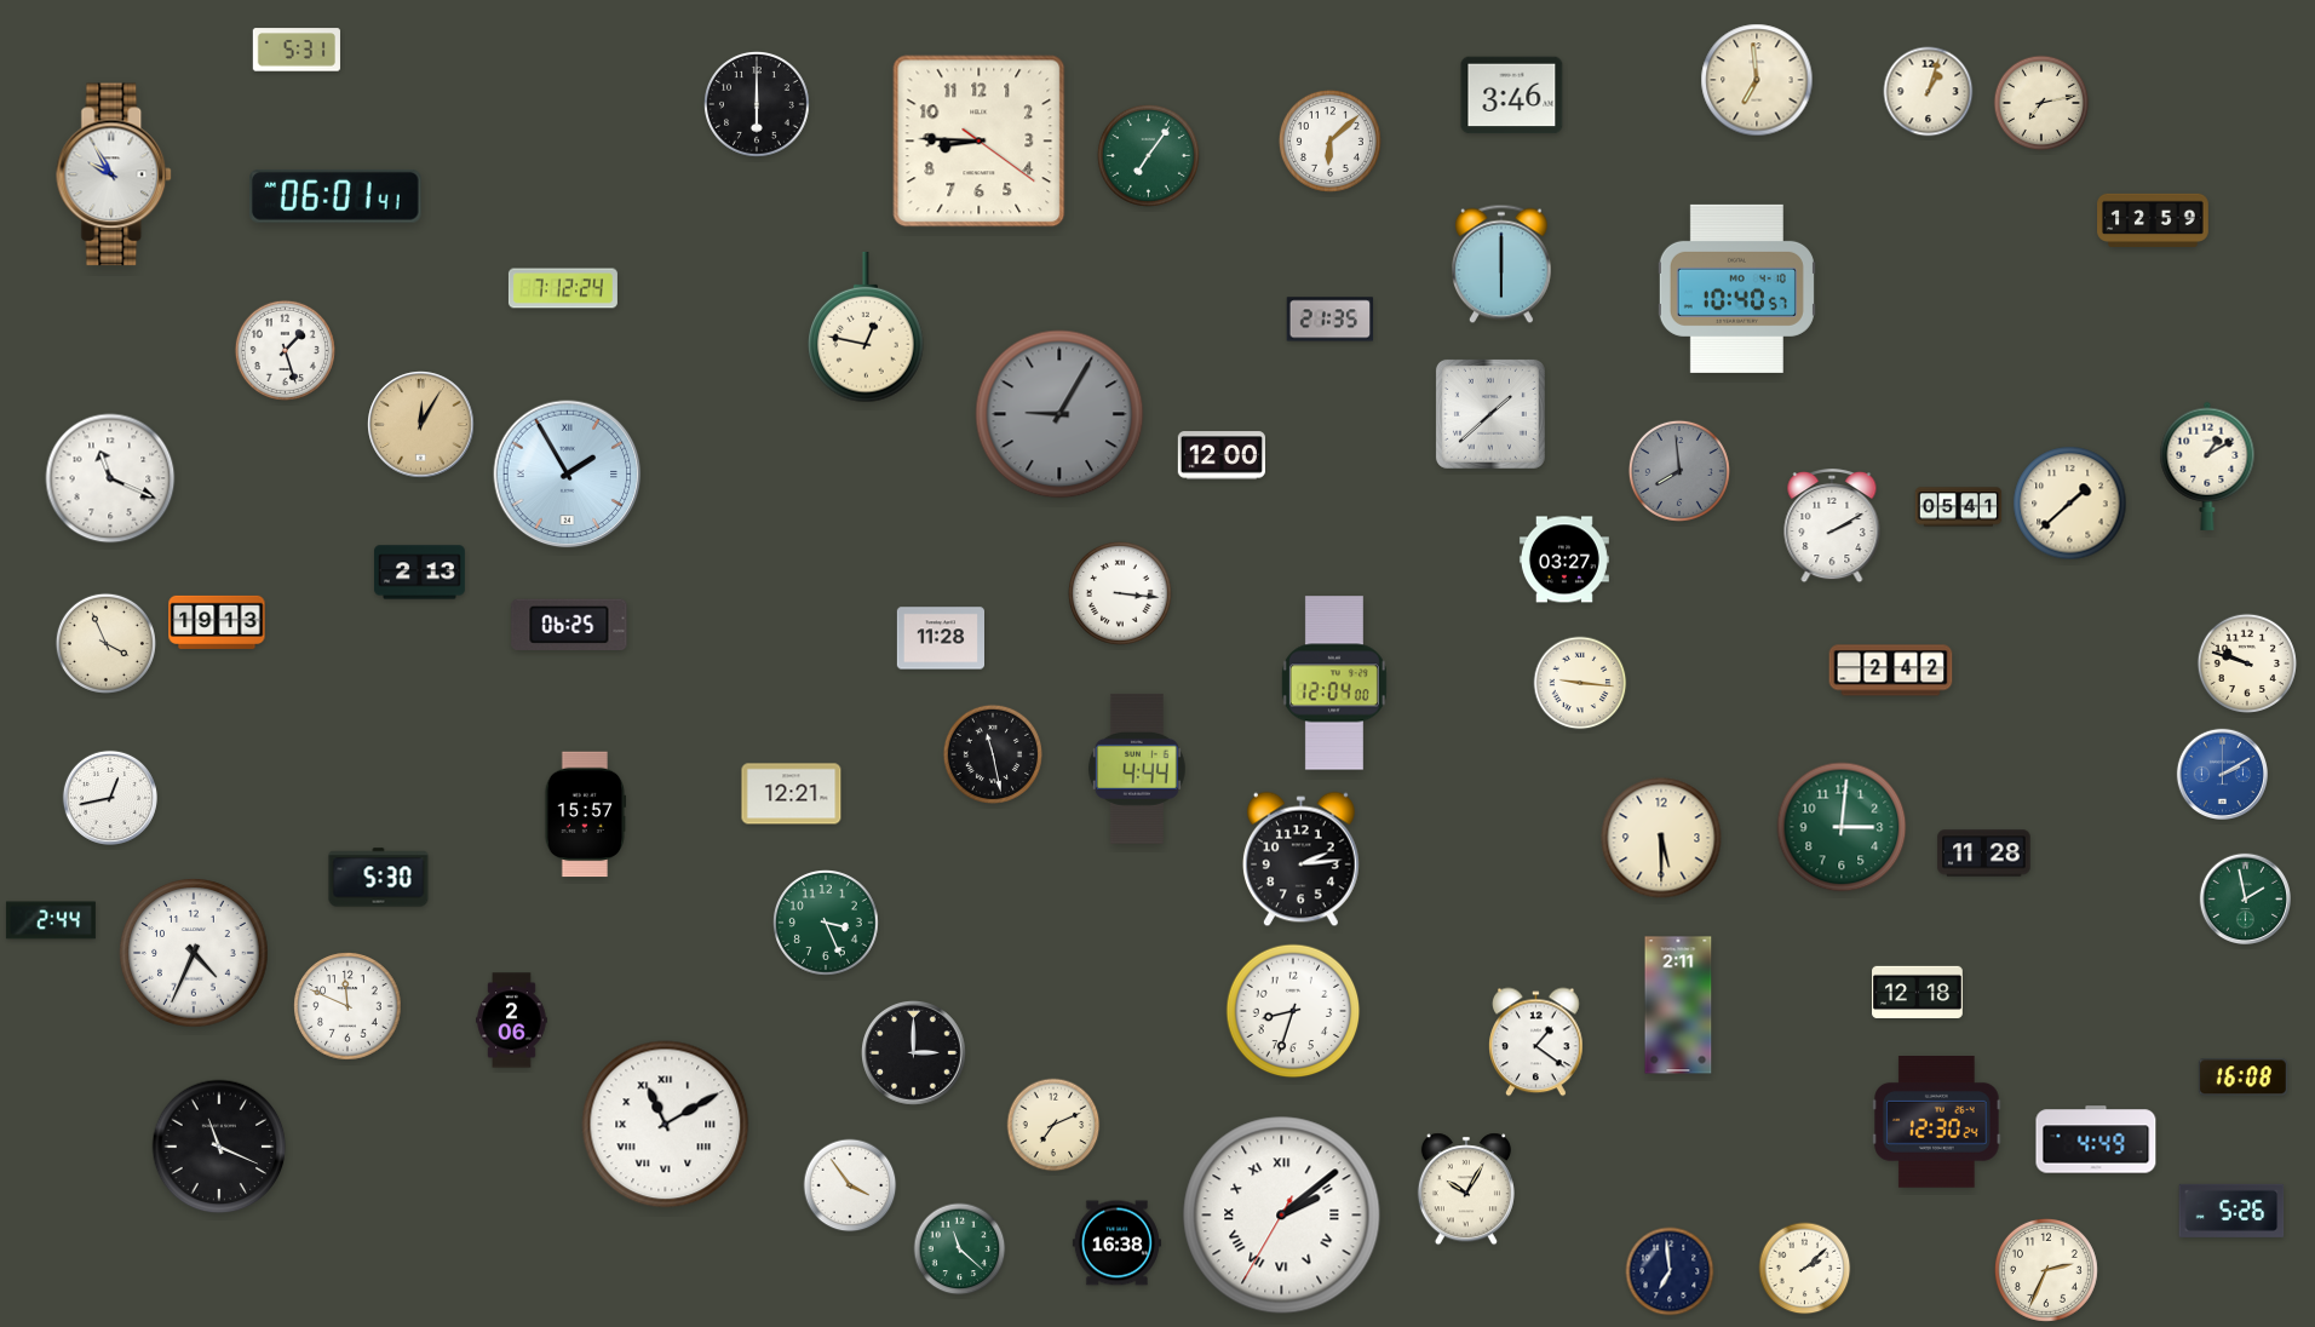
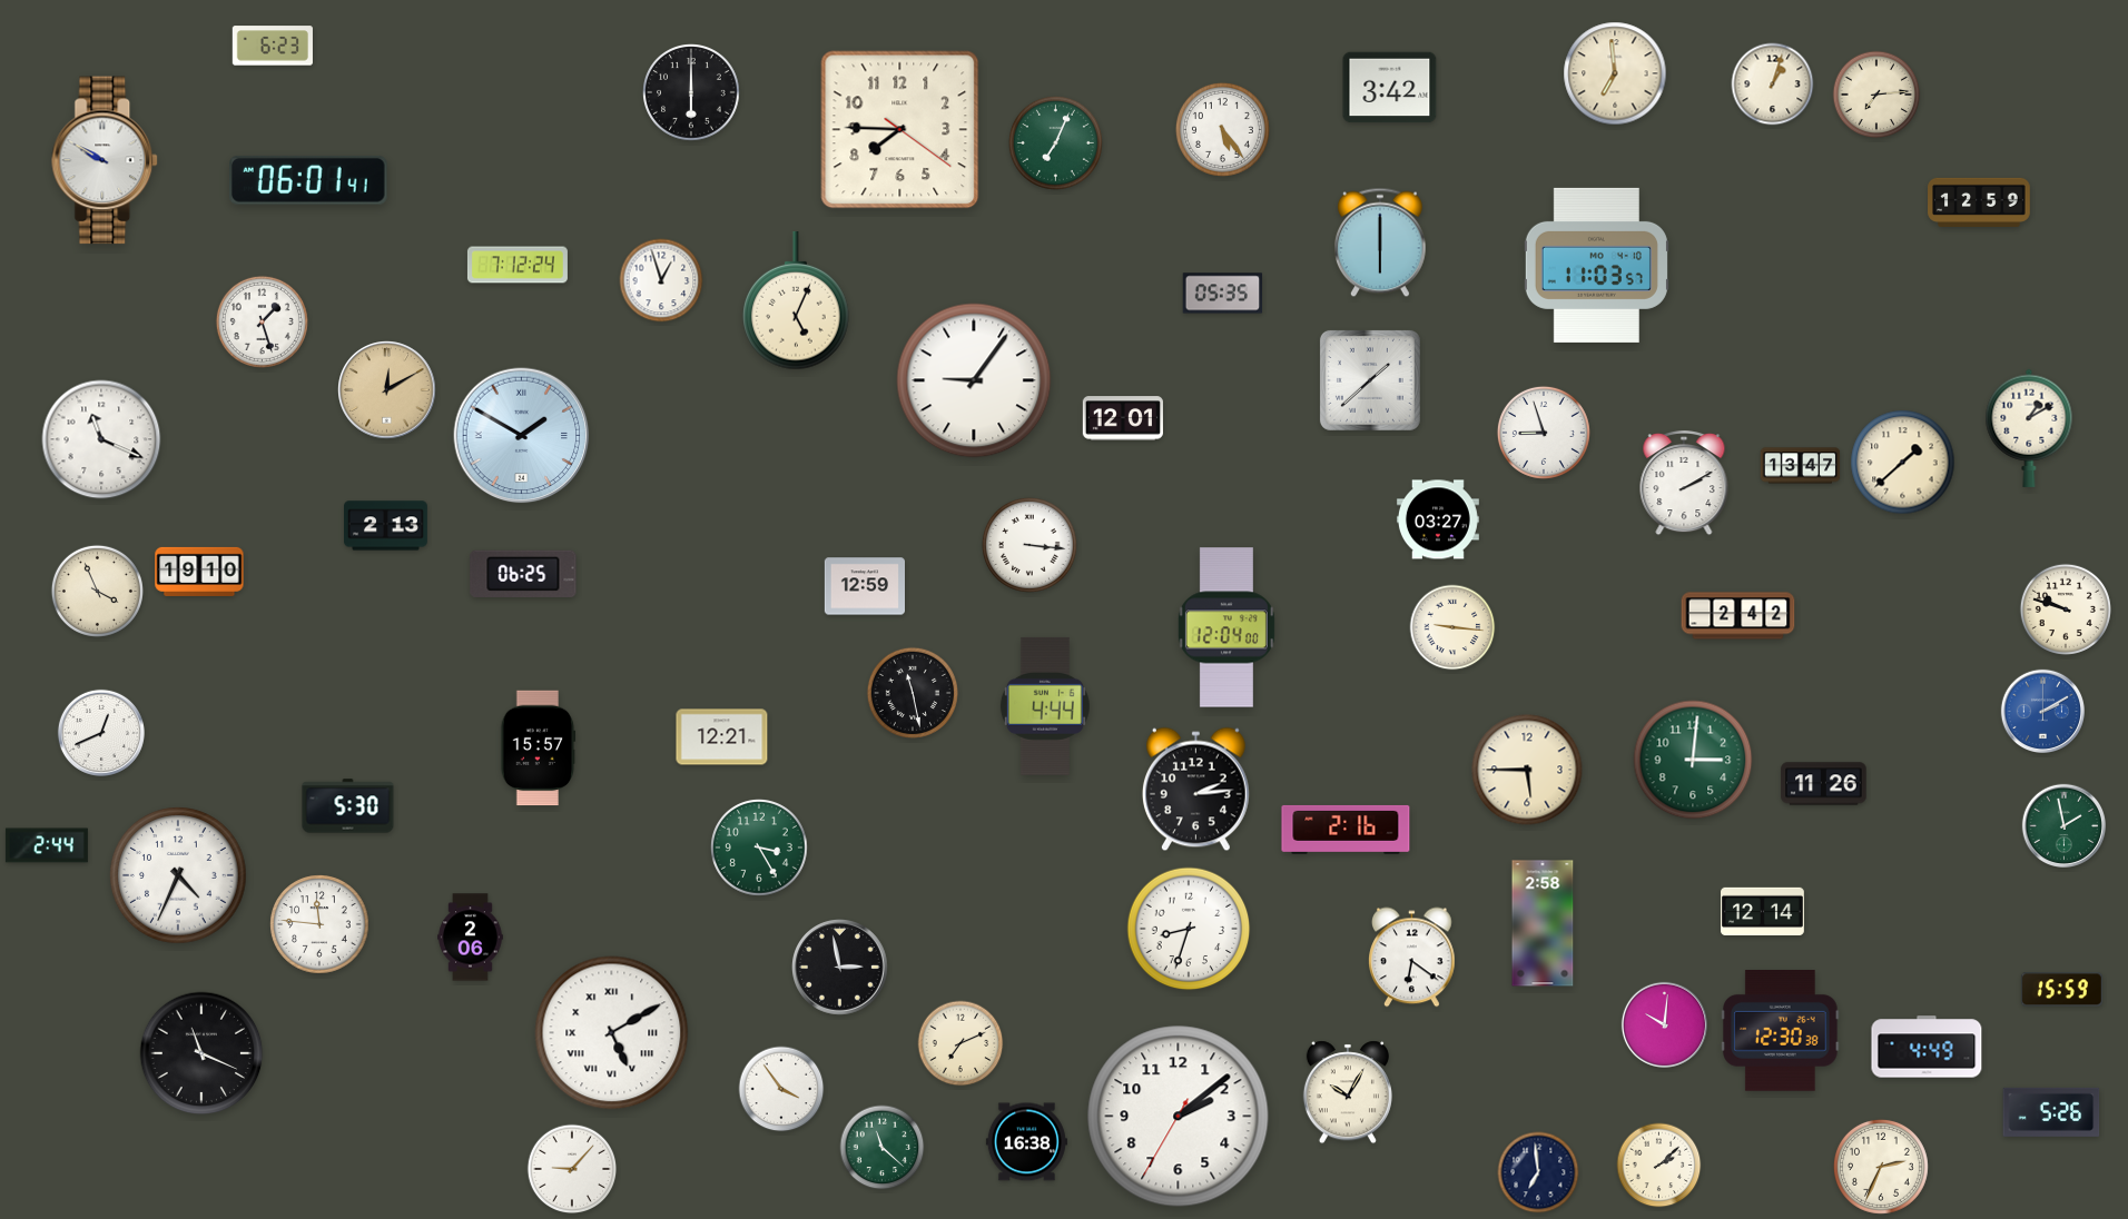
clock at (297, 50): 5:31 -> 6:23
clock at (1512, 96): 3:46 -> 3:42
clock at (2041, 103): 7:13 -> 7:14
clock at (758, 105) position: (758, 105) -> (692, 93)
clock at (1329, 140): 6:08 -> 5:24
clock at (980, 142): 8:45 -> 7:45
clock at (1148, 155): 7:06 -> 7:04
clock at (115, 174): 9:55 -> 9:50
clock at (1736, 288): 10:40 -> 11:03
clock at (661, 280): none -> 12:57
clock at (1331, 320): 21:35 -> 05:35
clock at (866, 327): 12:47 -> 5:04
clock at (1059, 414): 9:05 -> 9:06
clock at (1059, 414) dial: grey -> white
clock at (421, 425): 12:05 -> 12:10
clock at (1220, 455): 12:00 -> 12:01
clock at (1679, 471): 7:59 -> 8:57
clock at (1679, 471) dial: grey -> white
clock at (568, 475): 1:55 -> 1:50
clock at (1959, 507): 05:41 -> 13:47
clock at (1564, 559) position: (1564, 559) -> (1438, 519)
clock at (217, 622): 19:13 -> 19:10
clock at (940, 638): 11:28 -> 12:59
clock at (792, 794) position: (792, 794) -> (722, 737)
clock at (110, 798): 12:43 -> 12:41
clock at (1661, 838): 5:30 -> 5:45
clock at (1984, 854): 11:28 -> 11:26
clock at (1346, 830): none -> 2:16
clock at (827, 924): 3:26 -> 3:25
clock at (1918, 993): 12:18 -> 12:14
clock at (1678, 1005): 2:11 -> 2:58
clock at (347, 1006): 11:49 -> 11:46
clock at (1536, 1042): 1:21 -> 6:21
clock at (914, 1053): 3:00 -> 2:58
clock at (2242, 1078): 16:08 -> 15:59
clock at (1664, 1024): none -> 10:01
clock at (1937, 1122): 12:30:24 -> 12:30:38
clock at (666, 1125): 11:10 -> 5:10
clock at (1053, 1125) position: (1053, 1125) -> (960, 1043)
clock at (1282, 1216) numerals: Roman -> Arabic
clock at (1670, 1271) position: (1670, 1271) -> (1538, 1172)
clock at (572, 1169): none -> 9:07
